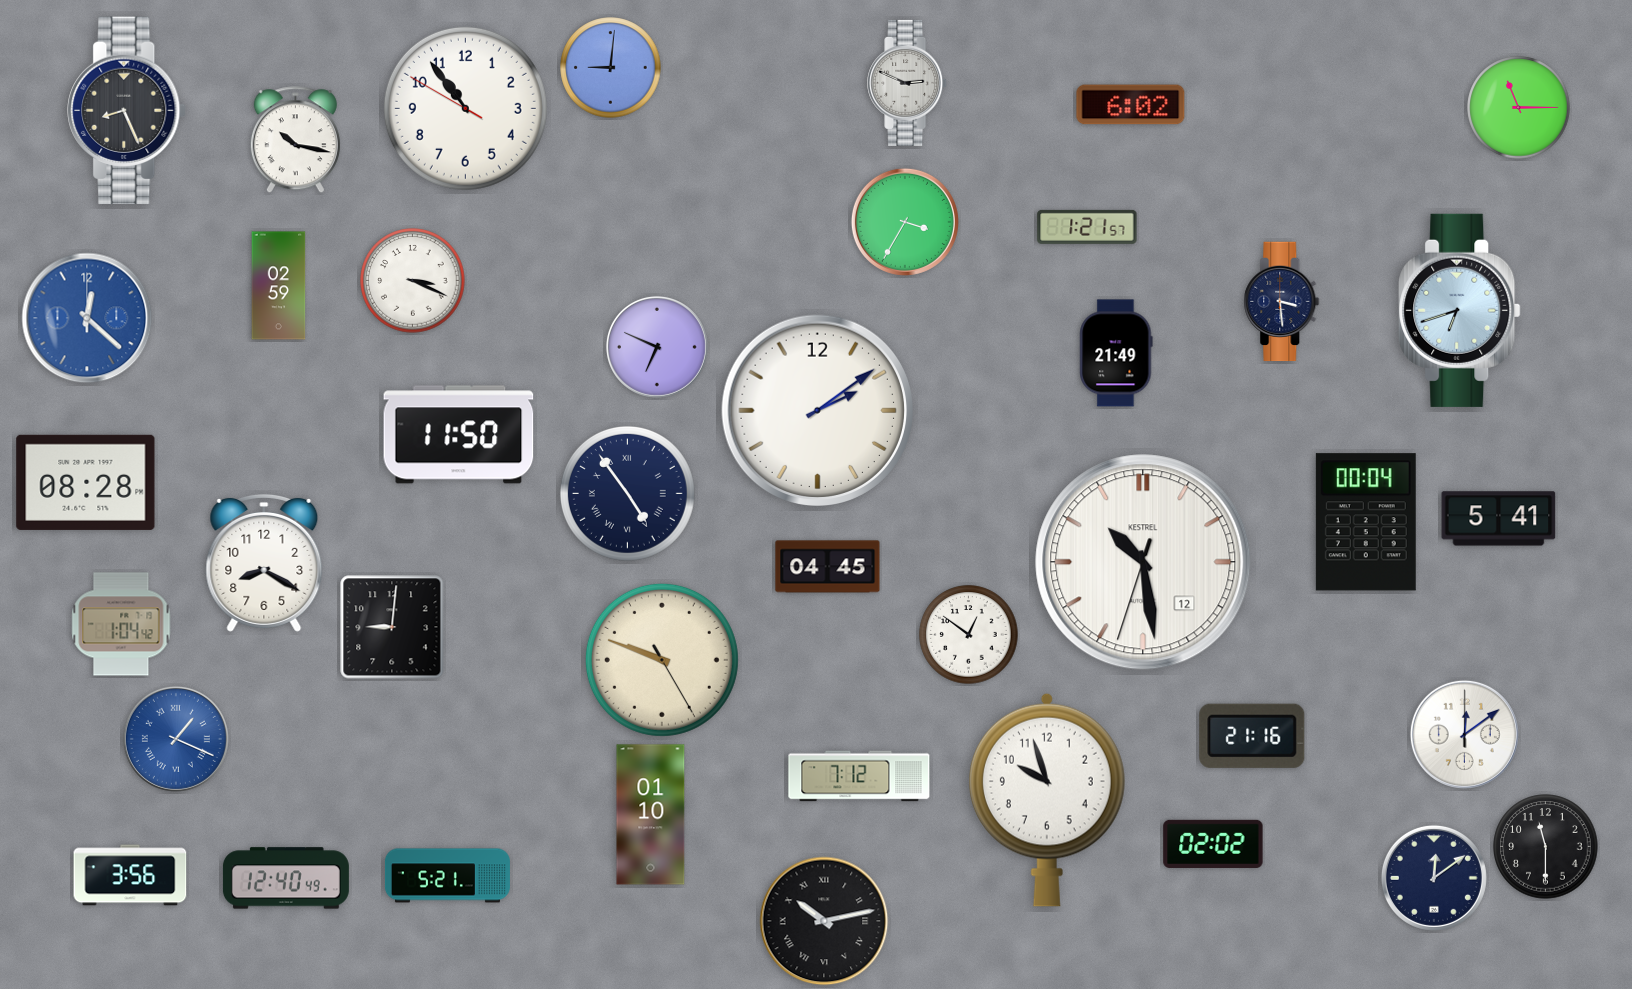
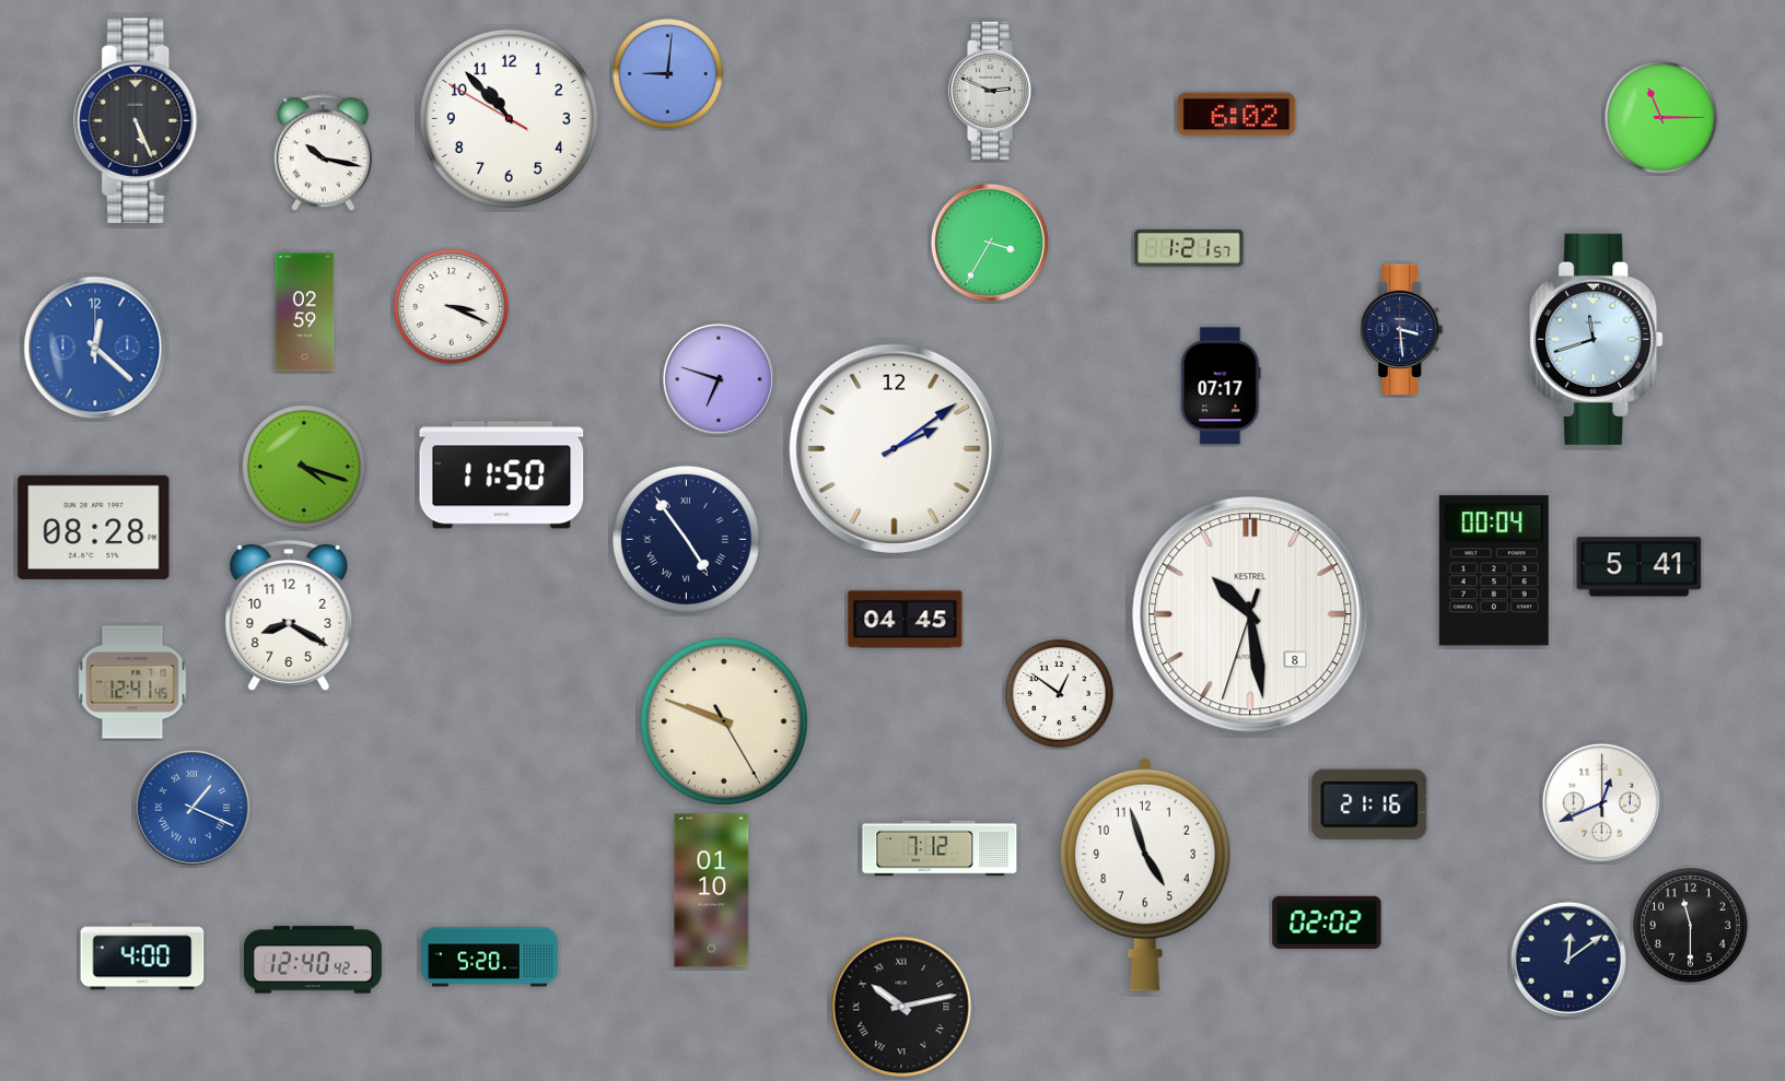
clock at (465, 108): 10:53 -> 10:52
clock at (127, 111): 8:26 -> 5:26
clock at (1460, 310): 6:42 -> 11:42
clock at (657, 347): 6:49 -> 6:48
clock at (1116, 353): 21:49 -> 07:17
clock at (304, 467): none -> 4:18
clock at (1143, 562) date: 12 -> 8
clock at (121, 624): 1:04 -> 12:41
clock at (392, 627): 9:01 -> none
clock at (1464, 734): 12:09 -> 12:41
clock at (1047, 800): 9:57 -> 4:57
clock at (130, 875): 3:56 -> 4:00
clock at (447, 876): 5:21 -> 5:20
clock at (286, 878): 12:40:49 -> 12:40:42
